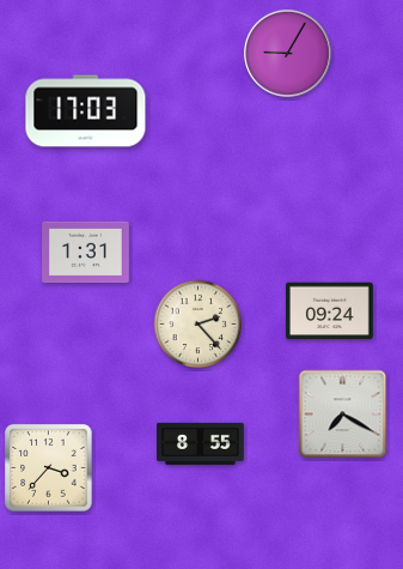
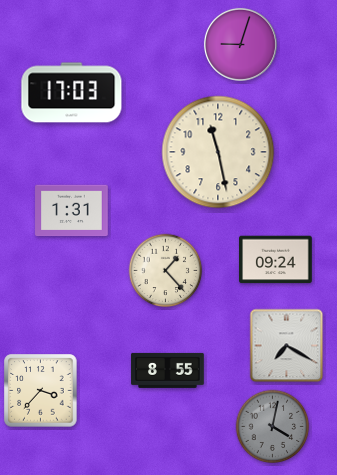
clock at (287, 53): 9:05 -> 9:03
clock at (218, 152): none -> 11:28
clock at (199, 325): 2:23 -> 1:23
clock at (273, 427): none -> 4:02
